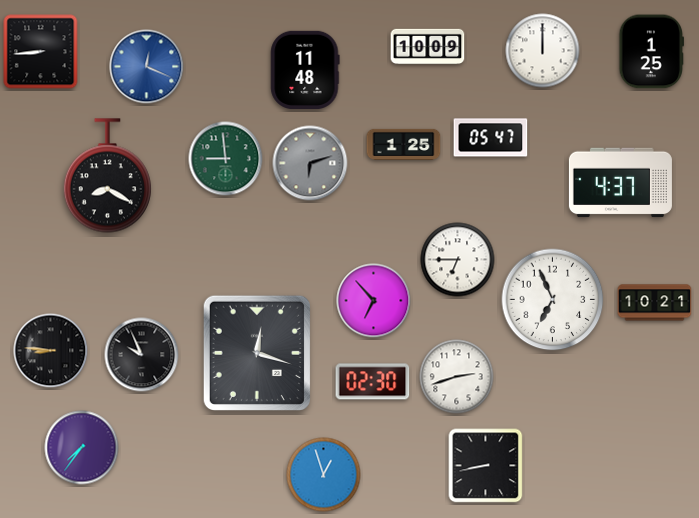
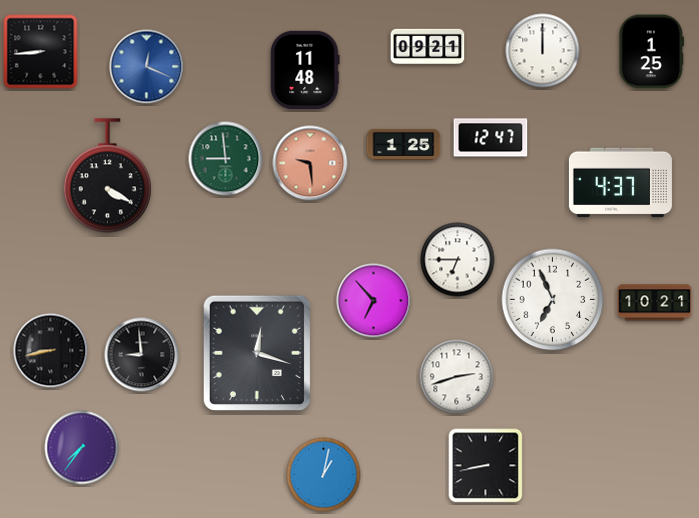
clock at (428, 47): 10:09 -> 09:21
clock at (491, 138): 05:47 -> 12:47
clock at (310, 163): 6:12 -> 9:29
clock at (310, 163) dial: grey -> salmon
clock at (107, 176): 8:20 -> 4:20
clock at (51, 351): 8:46 -> 8:43
clock at (142, 355): 9:56 -> 8:59
clock at (373, 382): 02:30 -> none
clock at (324, 475): 12:57 -> 1:02
